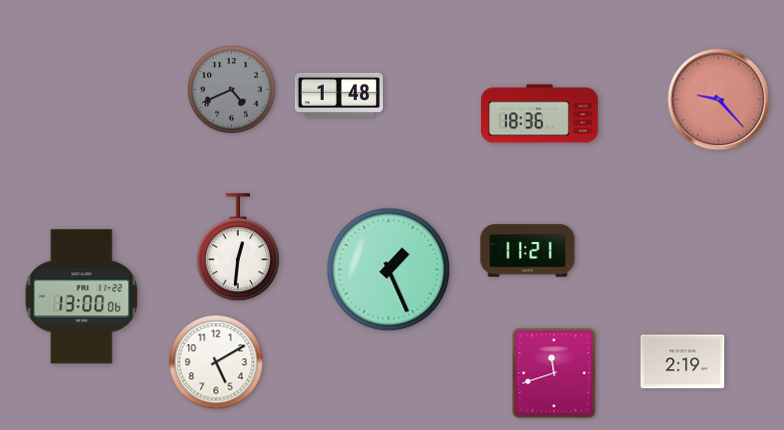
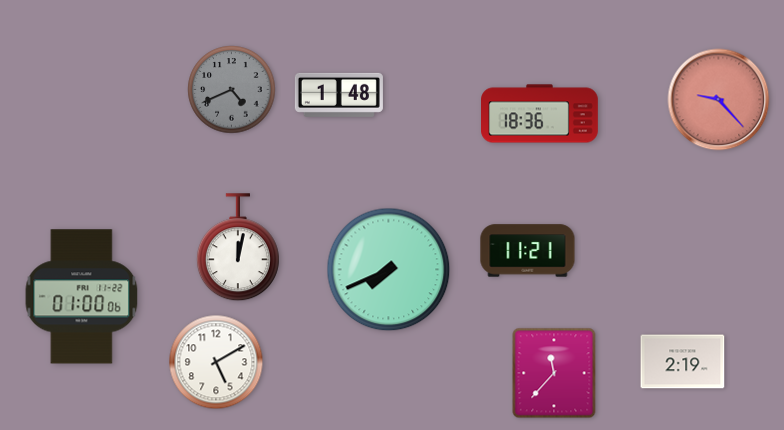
clock at (238, 248): 12:31 -> 12:02
clock at (389, 270): 1:26 -> 7:41
clock at (82, 297): 13:00 -> 01:00
clock at (554, 373): 11:42 -> 11:37
